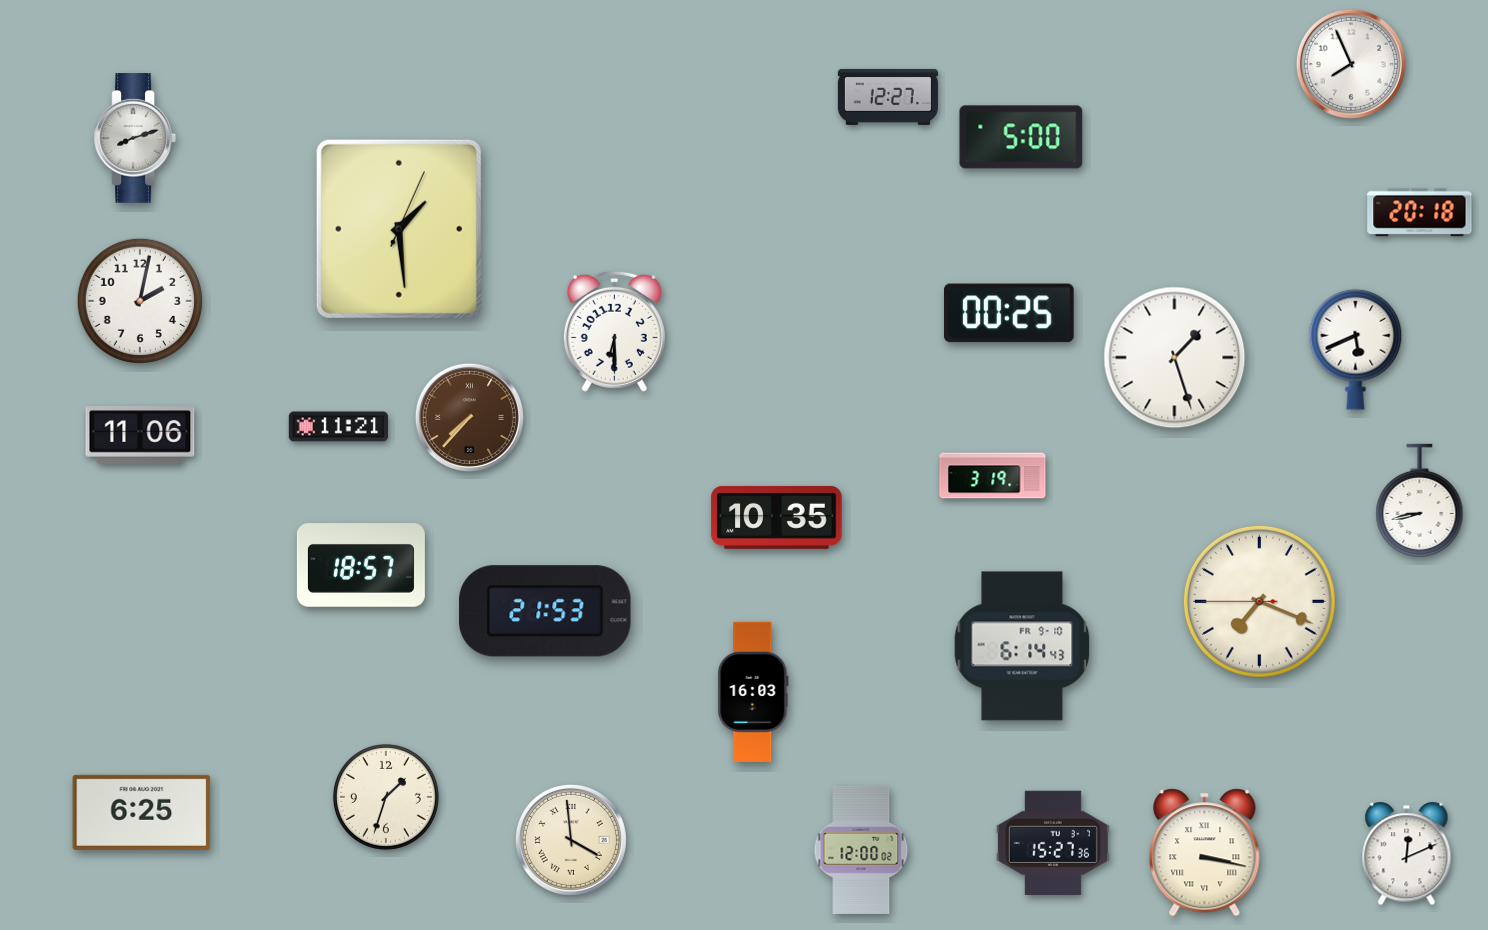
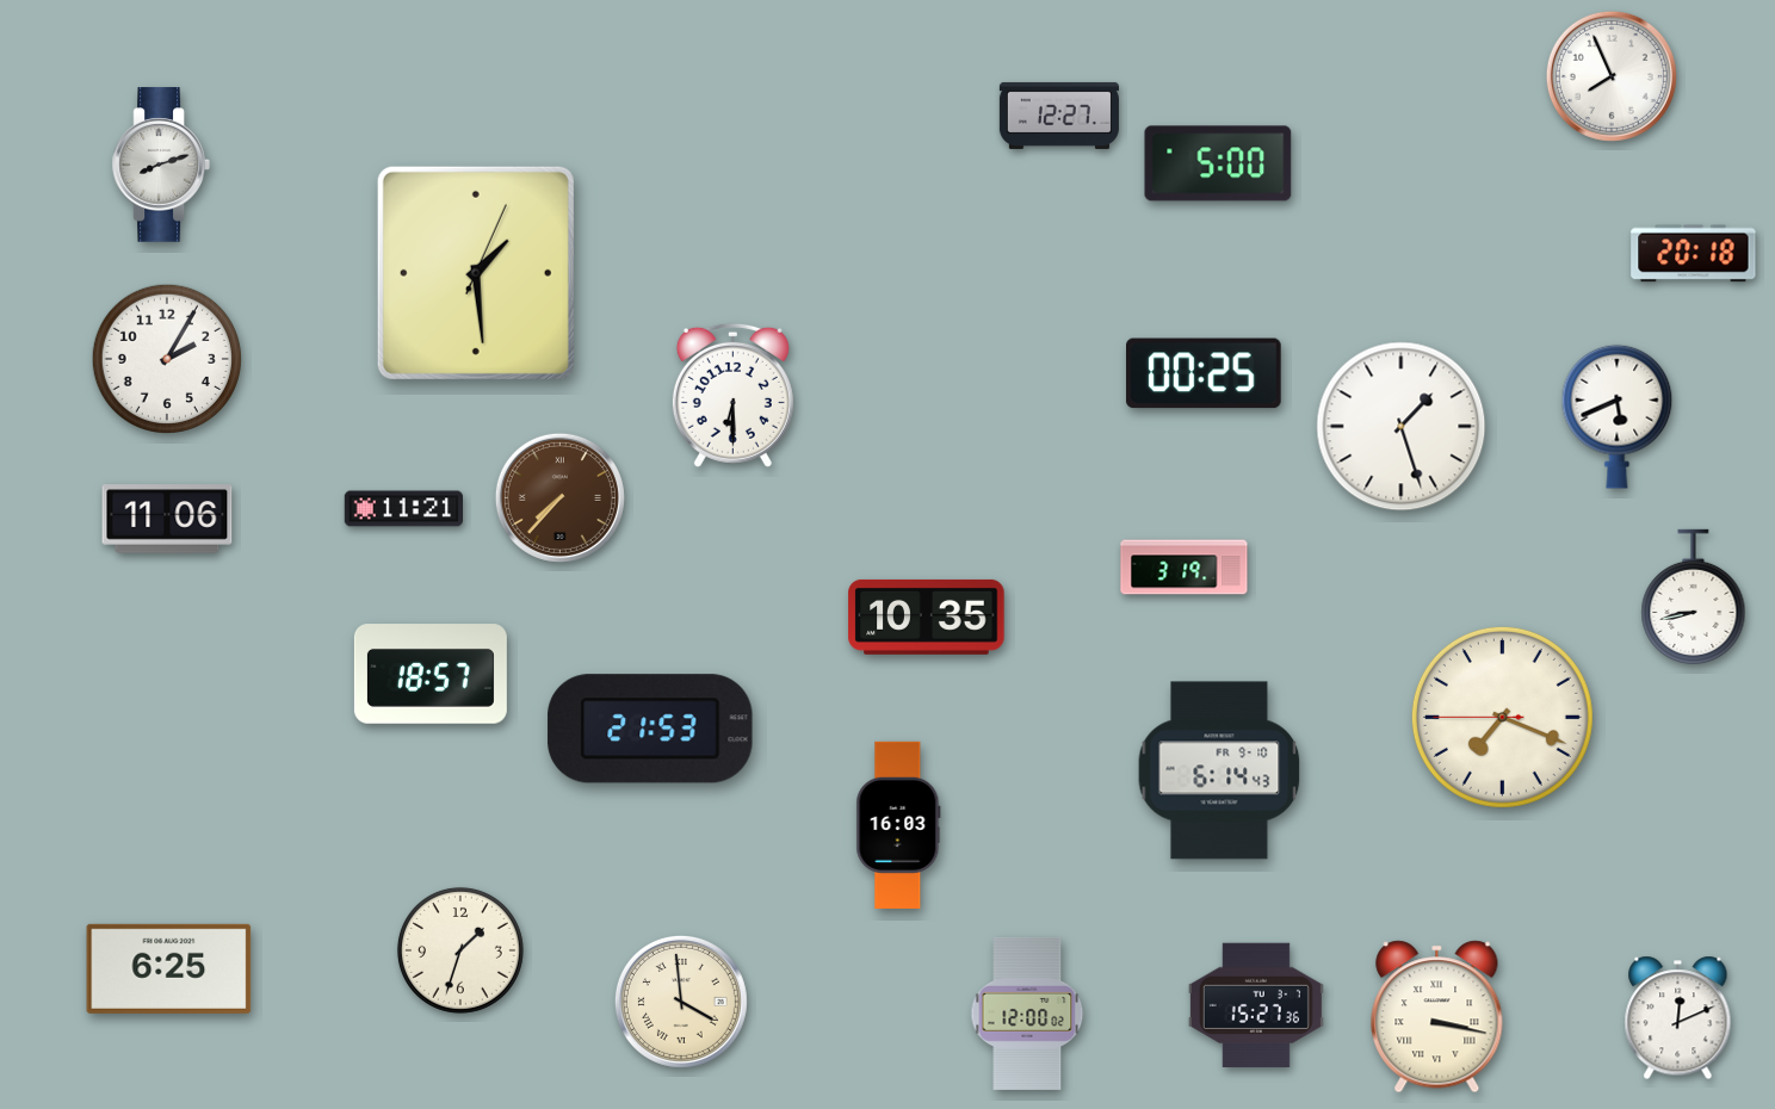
clock at (140, 301): 2:02 -> 2:05
